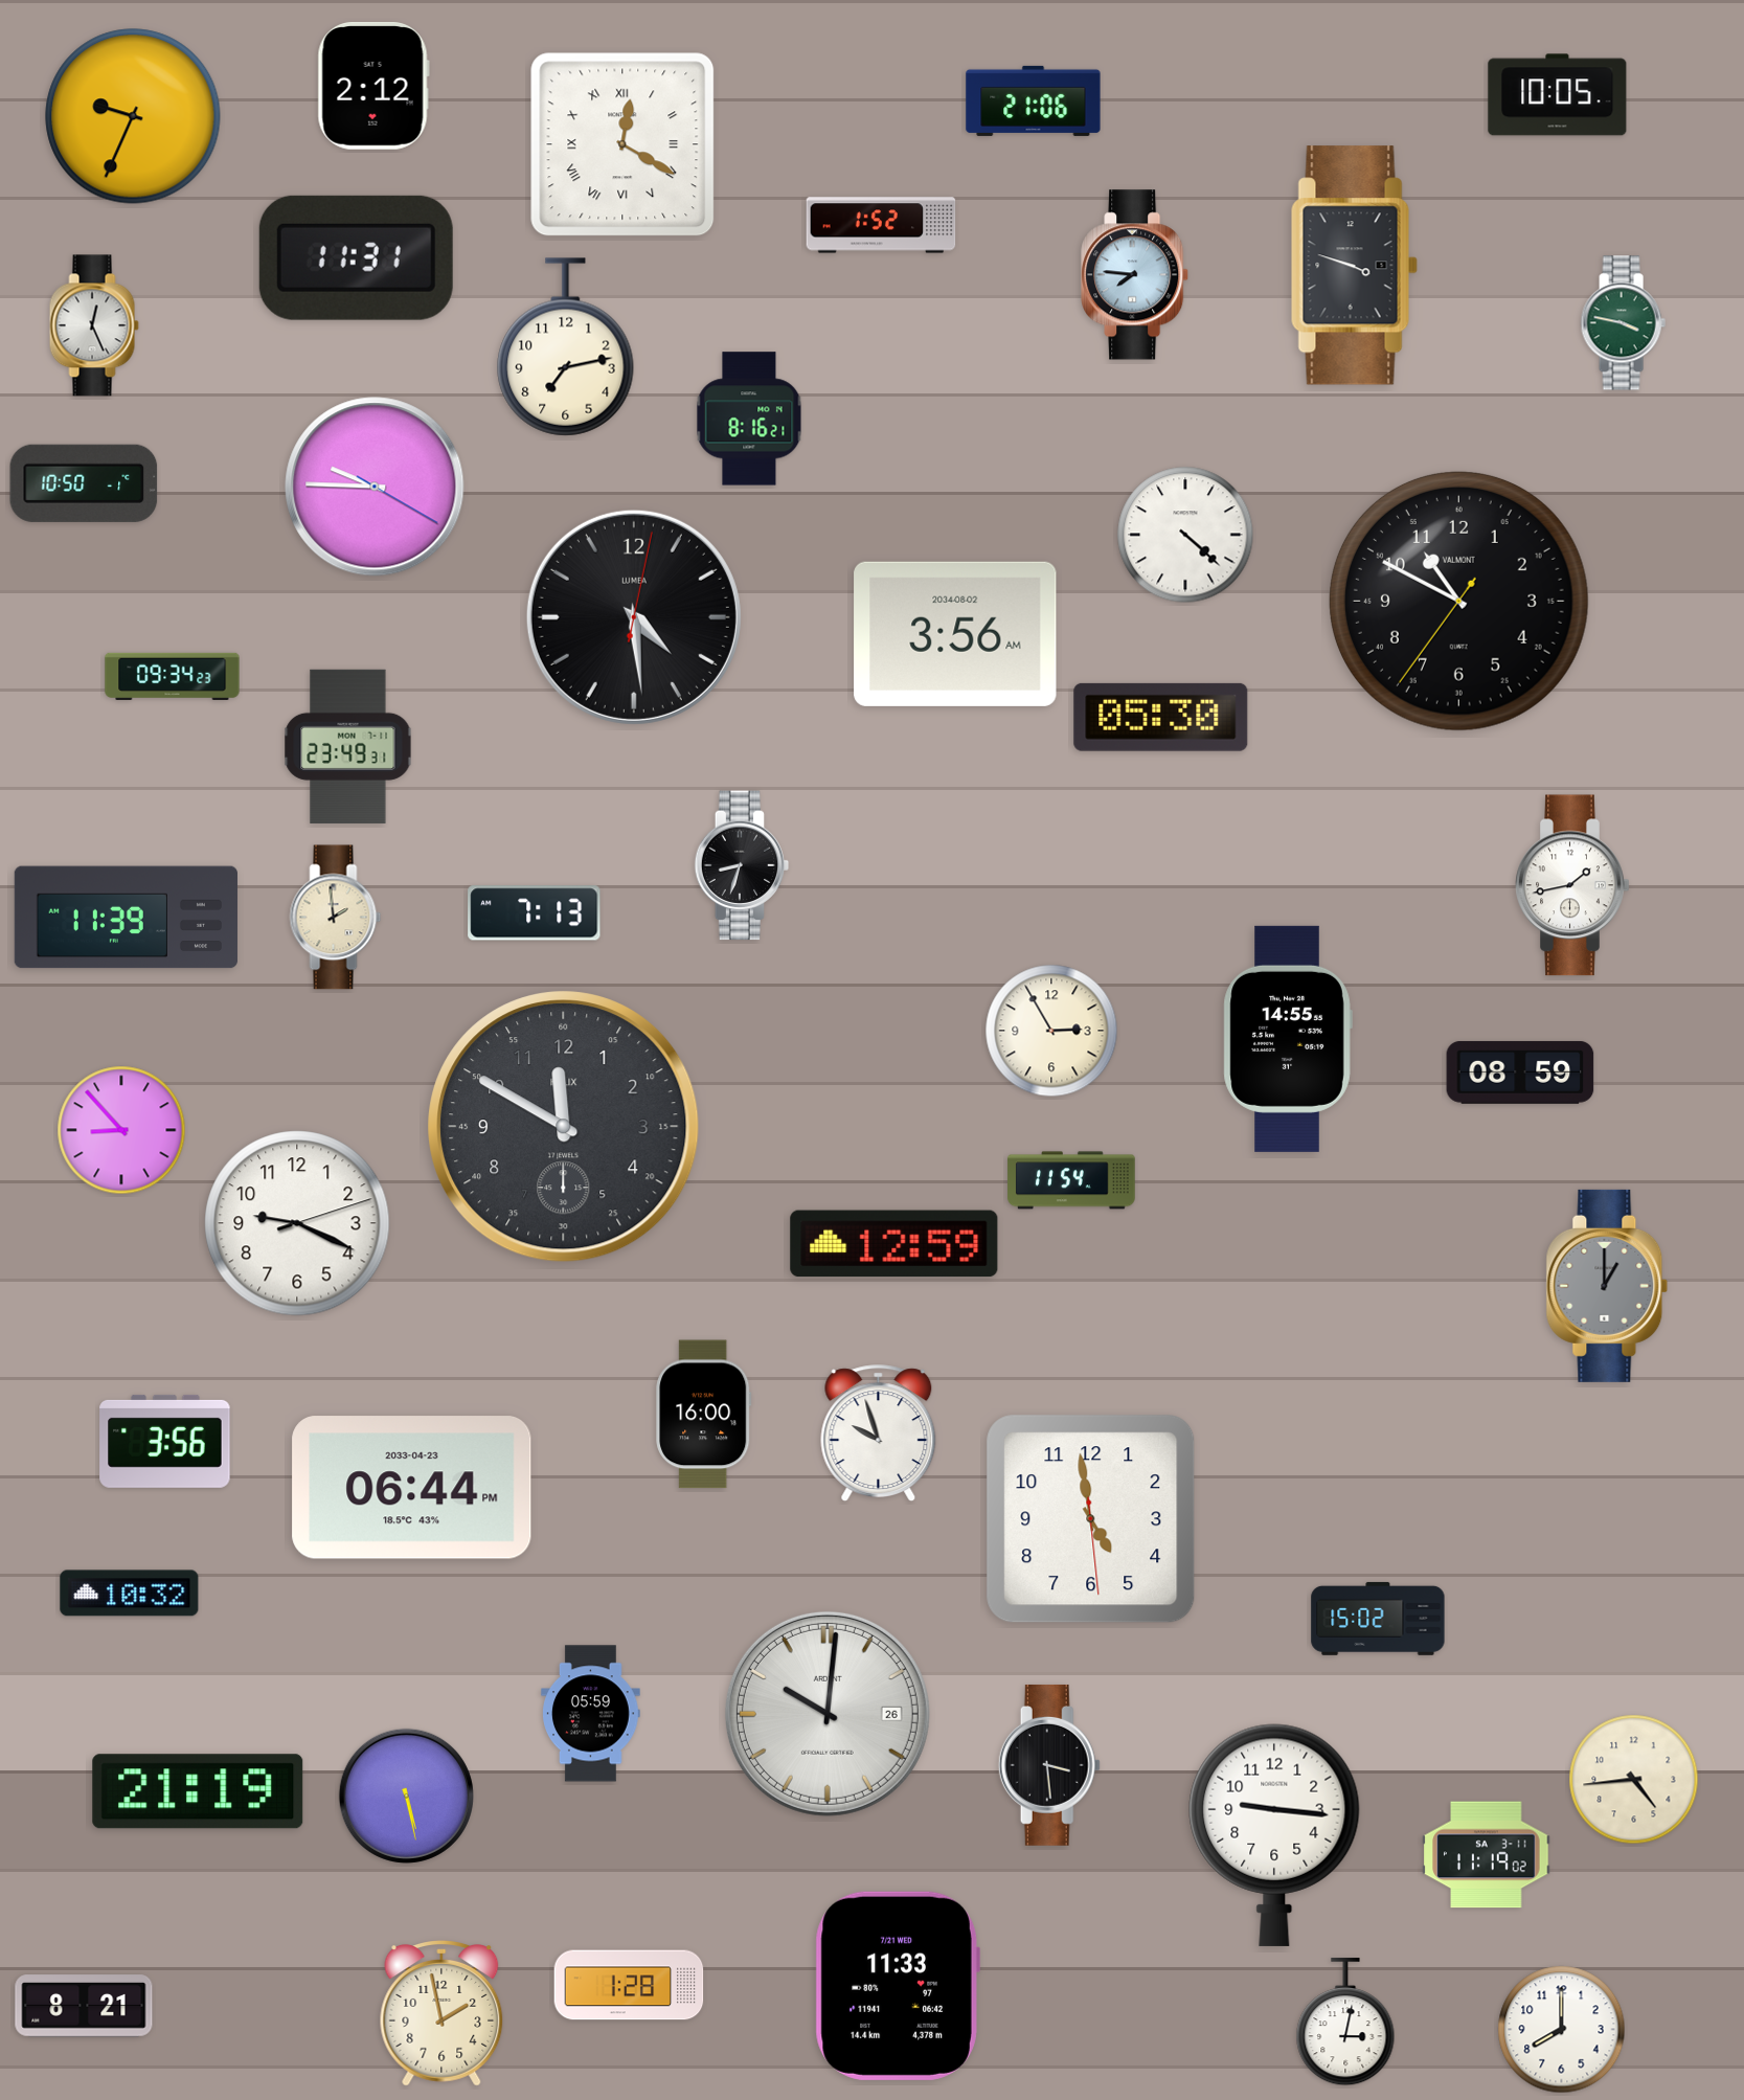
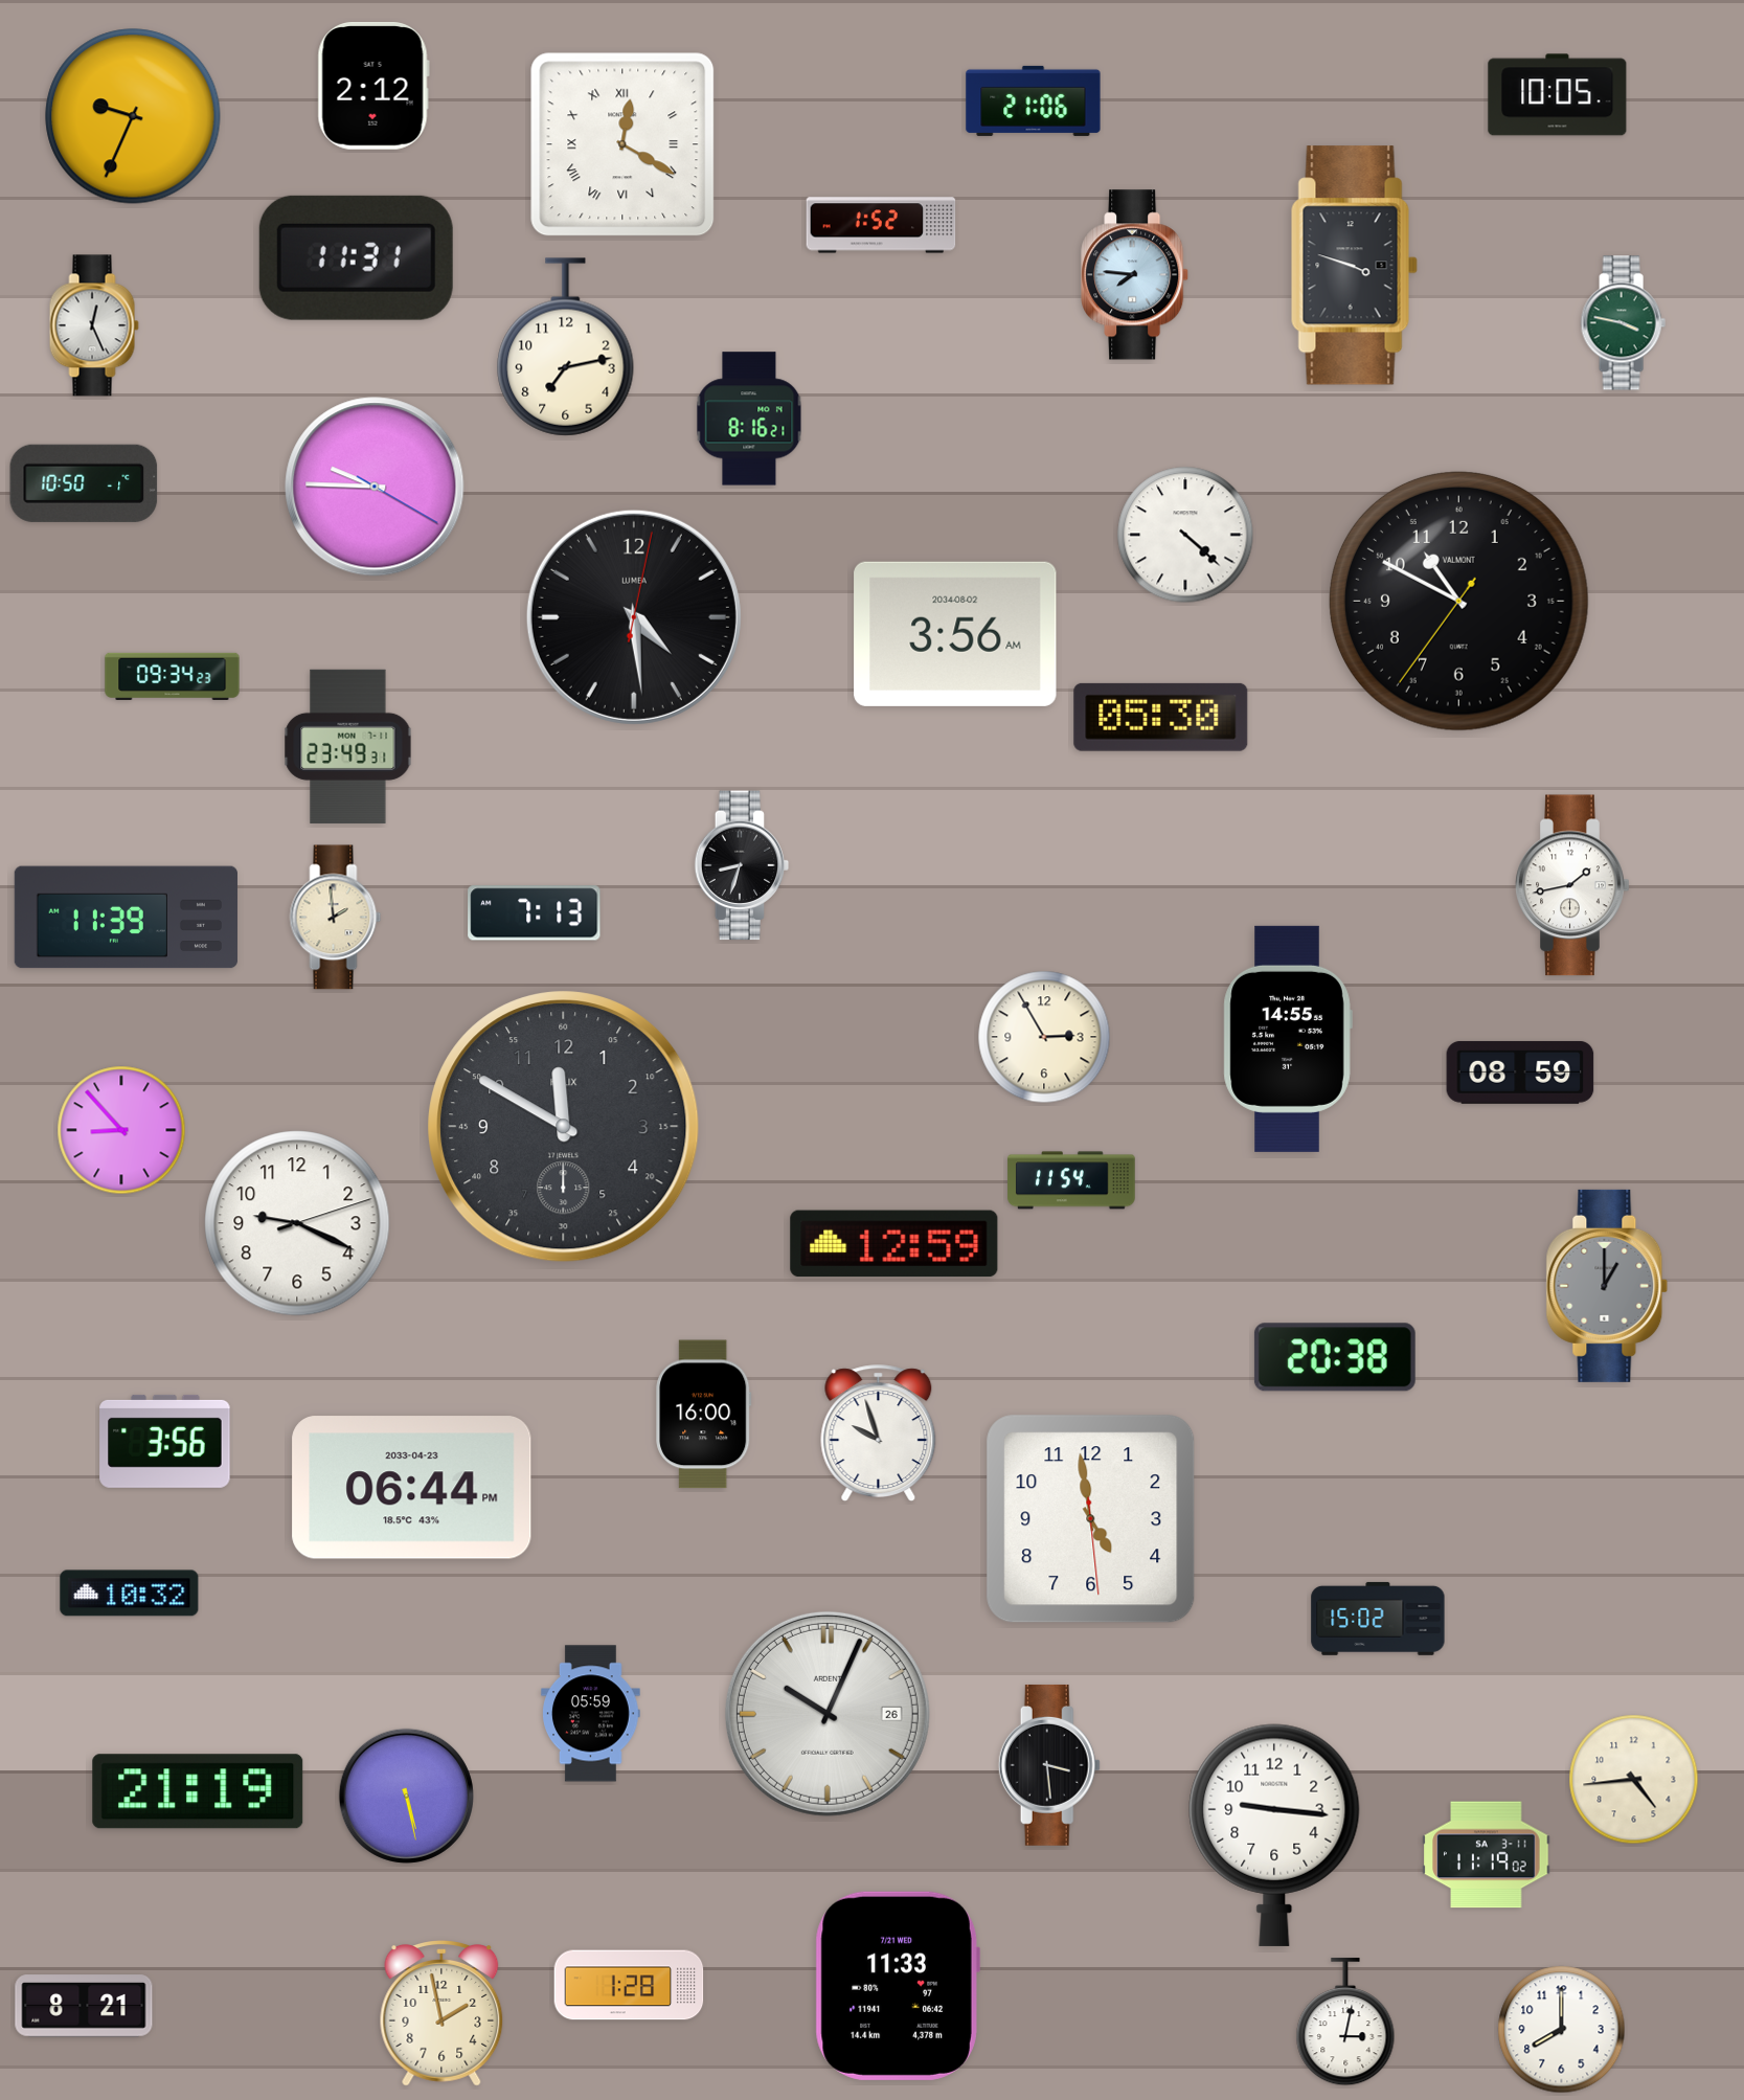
clock at (1051, 1031) position: (1051, 1031) -> (1044, 1037)
clock at (1335, 1357): none -> 20:38
clock at (828, 1714): 10:01 -> 10:04
